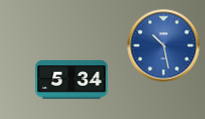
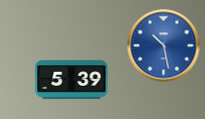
clock at (72, 80): 5:34 -> 5:39
